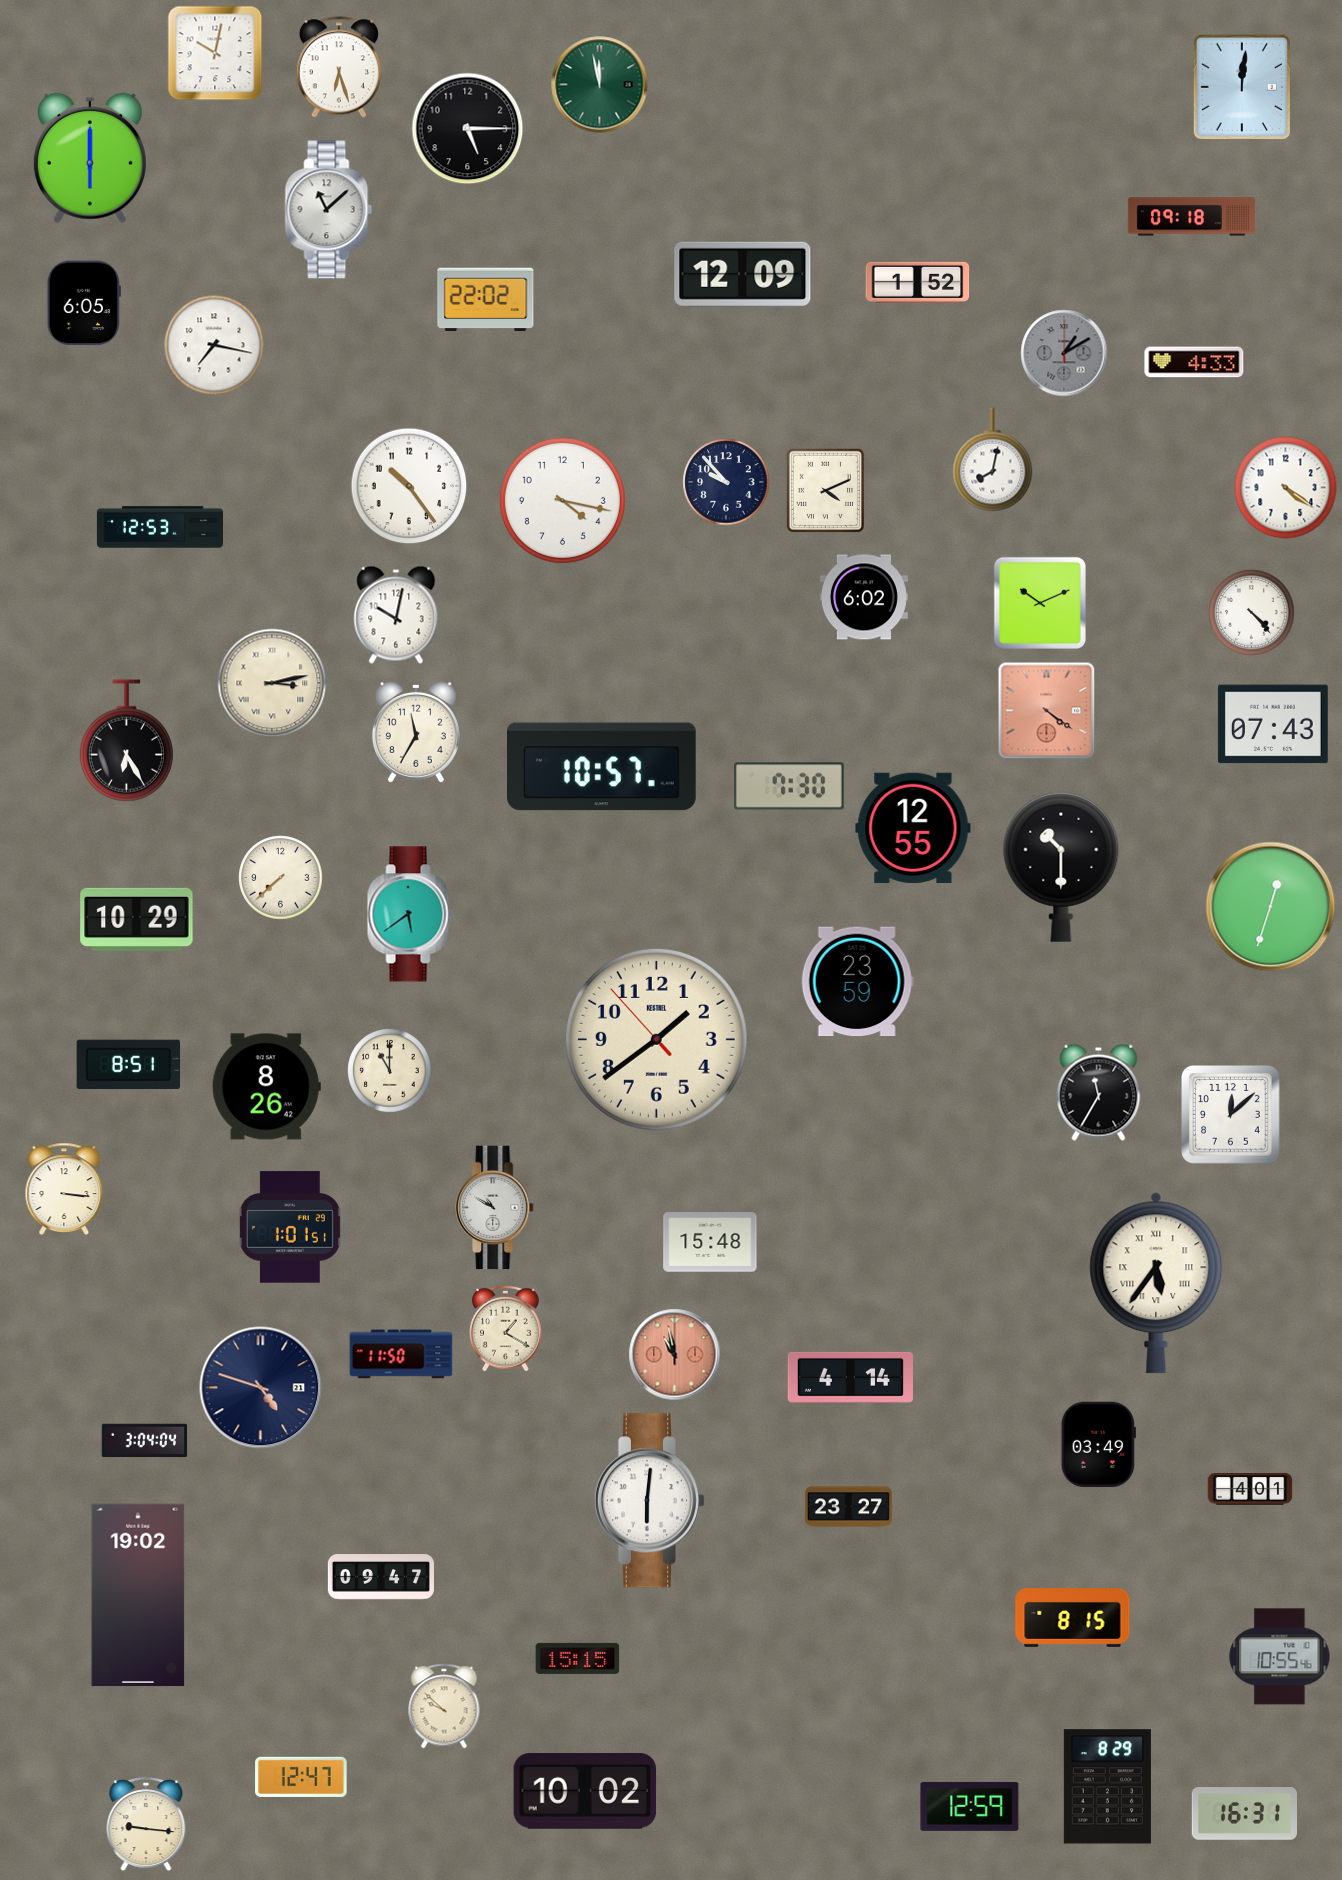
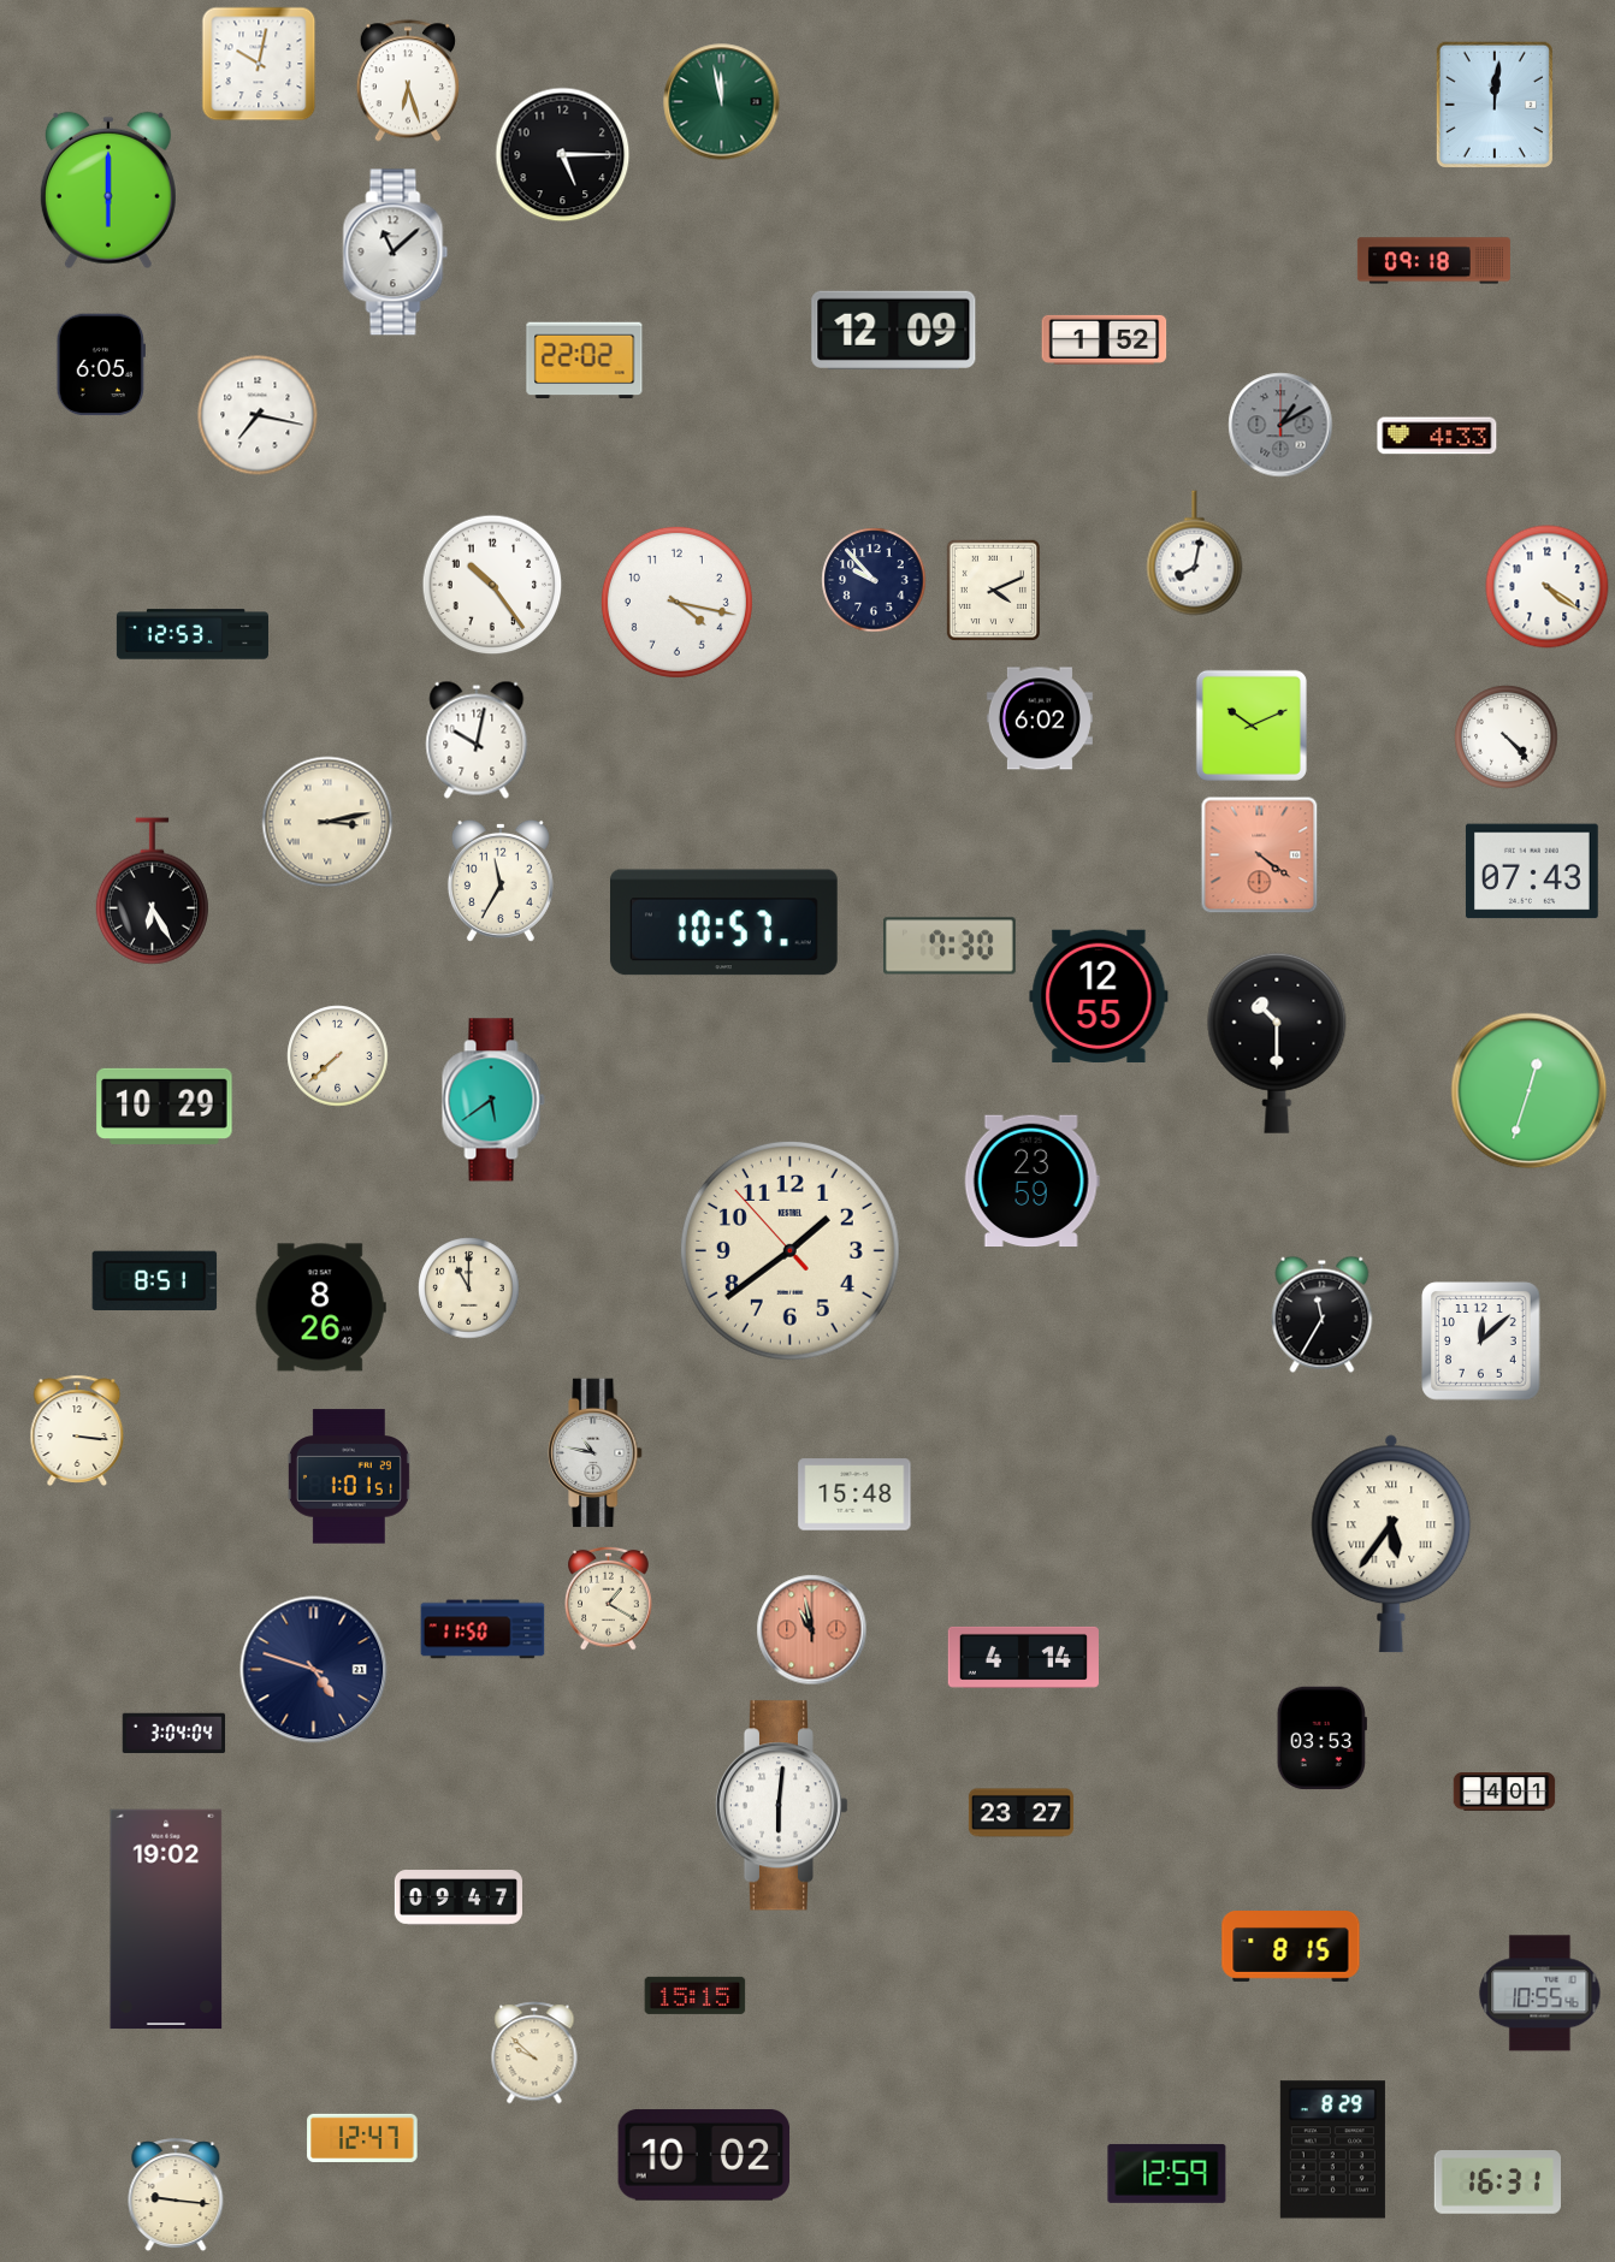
clock at (495, 1208): 10:50 -> 10:47
clock at (1098, 1445): 03:49 -> 03:53
